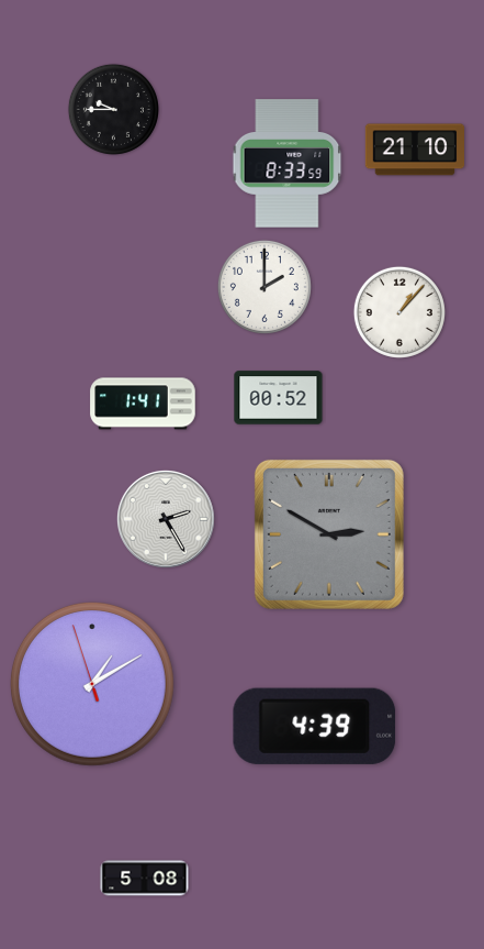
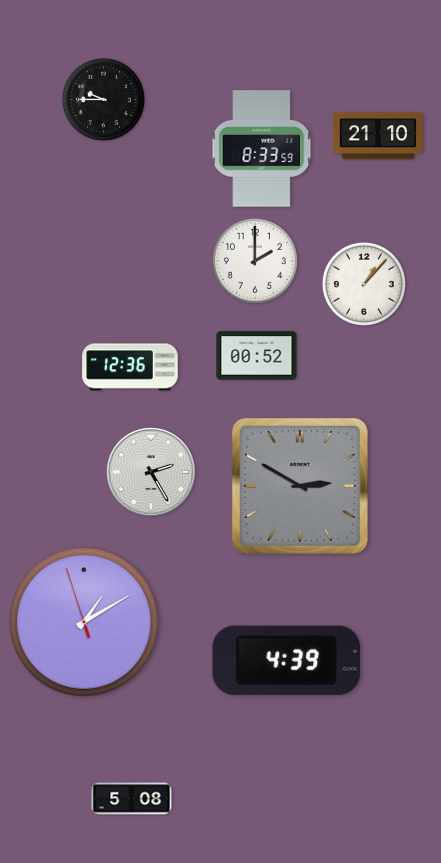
clock at (264, 287) position: (264, 287) -> (255, 261)
clock at (279, 398) position: (279, 398) -> (257, 356)
clock at (143, 404): 1:41 -> 12:36
